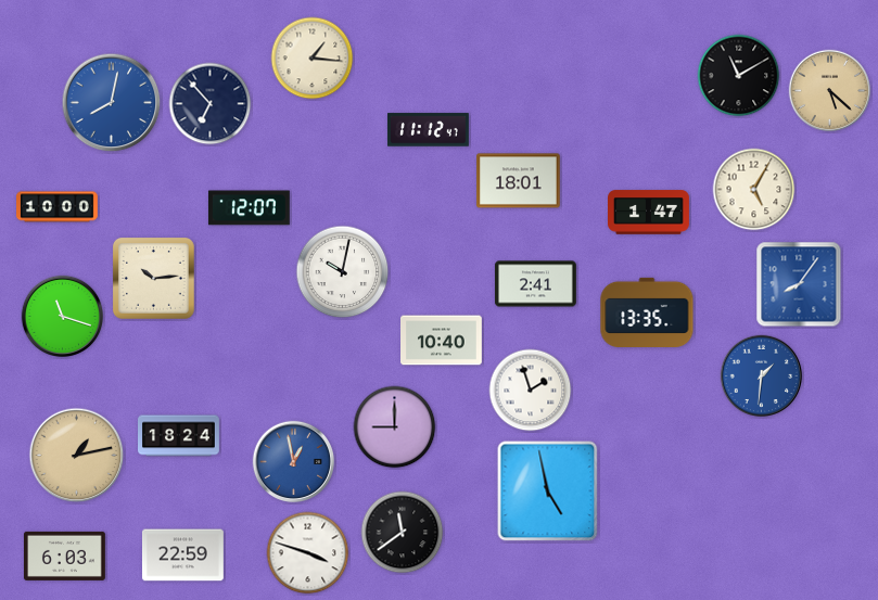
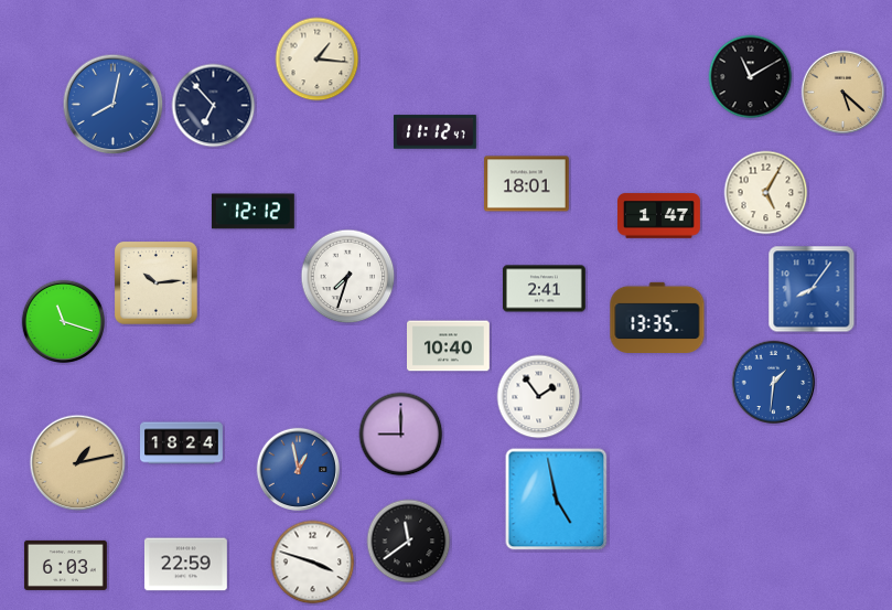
clock at (58, 207): 10:00 -> none
clock at (249, 208): 12:07 -> 12:12
clock at (343, 272): 10:02 -> 7:33
clock at (531, 391): 1:57 -> 1:54
